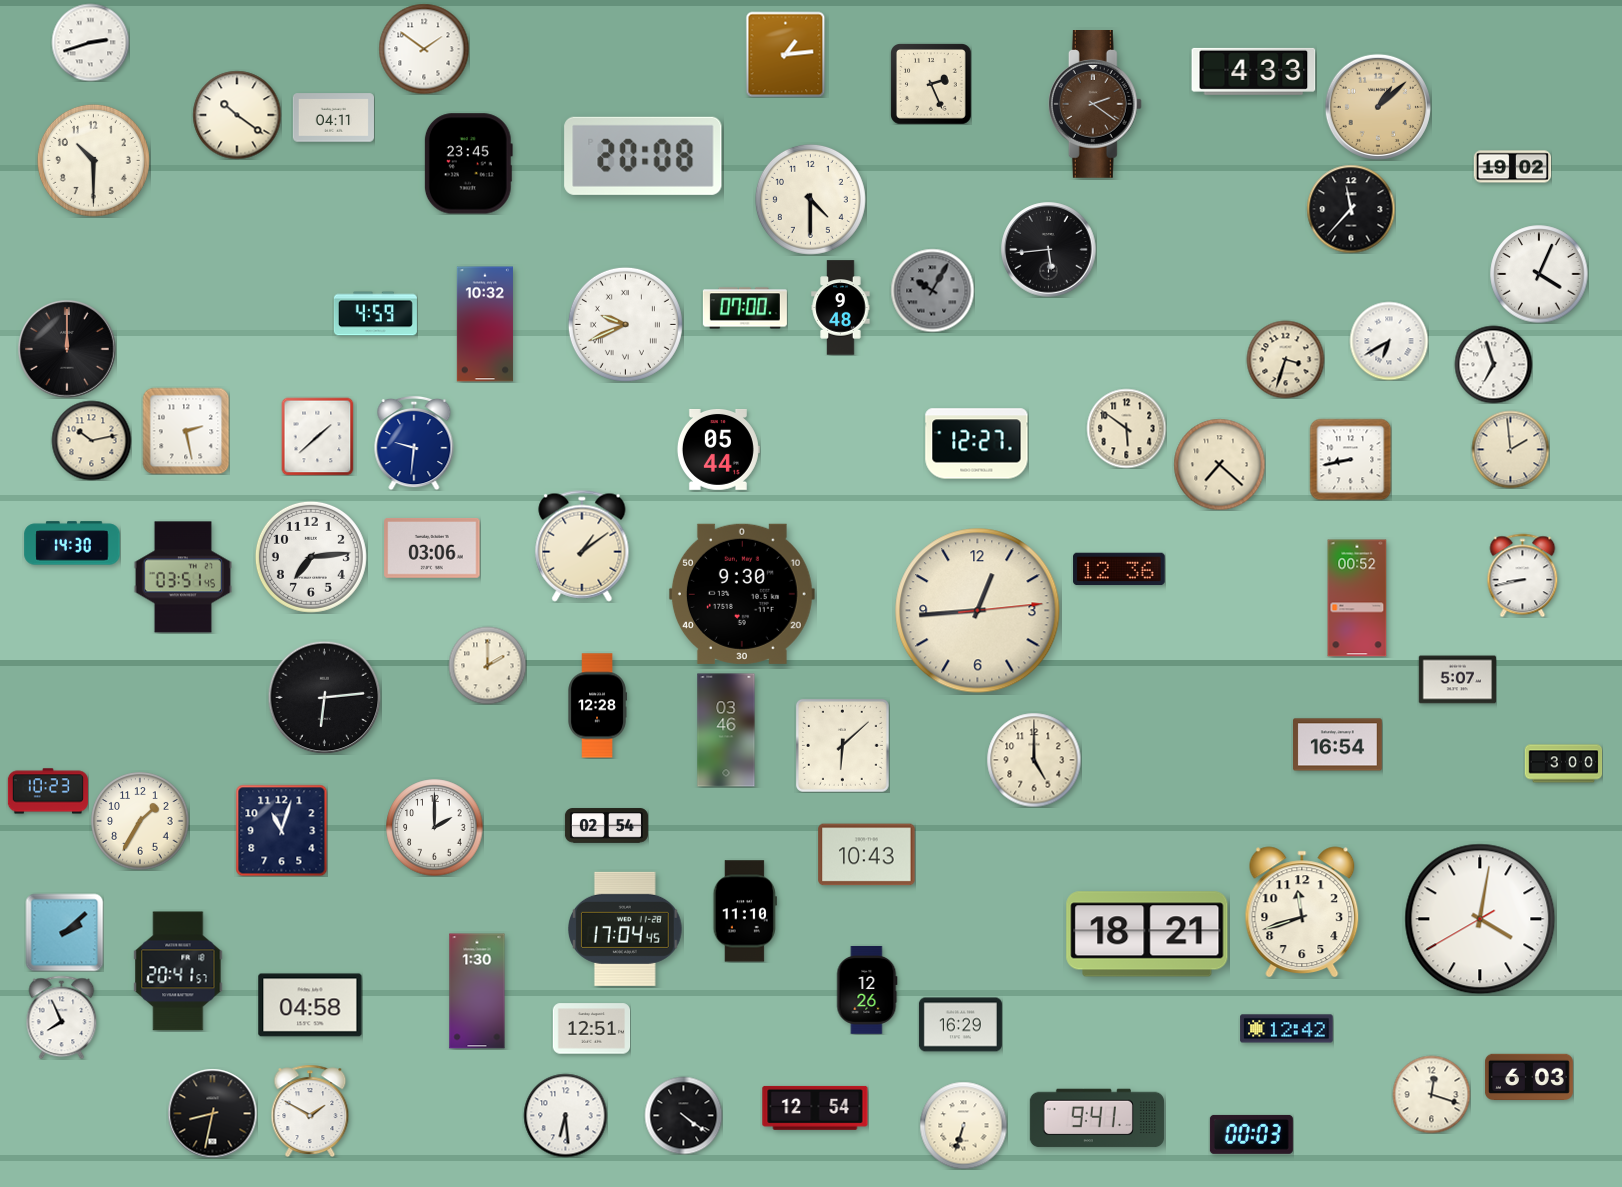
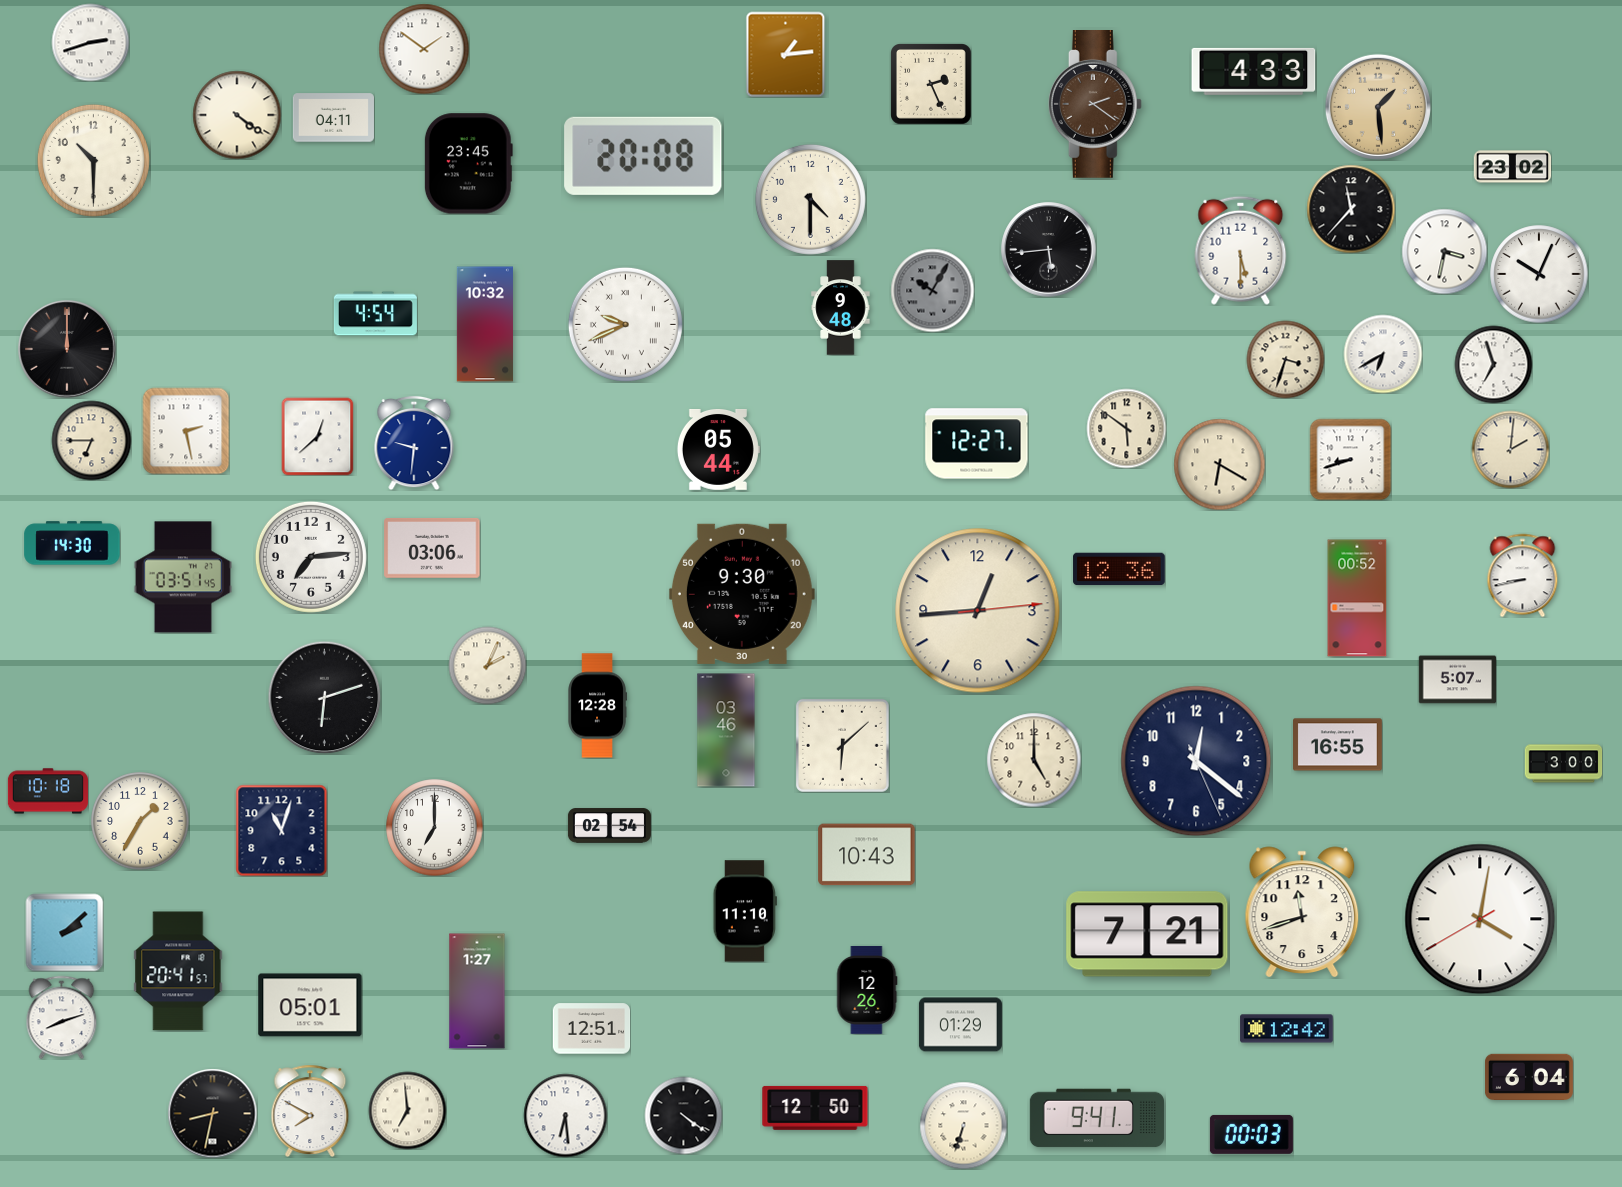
clock at (1378, 107): 1:08 -> 1:29
clock at (237, 115): 10:21 -> 4:21
clock at (1512, 167): 19:02 -> 23:02
clock at (1241, 250): none -> 5:30
clock at (1444, 251): none -> 3:32
clock at (1539, 274): 4:04 -> 10:04
clock at (745, 308): 07:00 -> none
clock at (375, 314): 4:59 -> 4:54
clock at (1389, 341) position: (1389, 341) -> (1383, 354)
clock at (318, 436): 1:38 -> 12:38
clock at (91, 440): 10:13 -> 6:45
clock at (1510, 449): 1:59 -> 2:01
clock at (1350, 459): 8:43 -> 8:42
clock at (1219, 464): 7:22 -> 6:20
clock at (582, 546): 1:09 -> none
clock at (487, 665): 2:00 -> 2:04
clock at (324, 697): 6:14 -> 6:12
clock at (1338, 745): 16:54 -> 16:55
clock at (1196, 761): none -> 12:21
clock at (48, 791): 10:23 -> 10:18
clock at (606, 826) position: (606, 826) -> (609, 826)
clock at (435, 828): 2:00 -> 7:00
clock at (626, 929): 17:04 -> none
clock at (1147, 934): 18:21 -> 7:21
clock at (477, 991): 1:30 -> 1:27
clock at (310, 1005): 04:58 -> 05:01
clock at (62, 1017): 7:56 -> 8:12
clock at (960, 1025): 16:29 -> 01:29
clock at (1529, 1076): 6:03 -> 6:04
clock at (1431, 1094): 12:18 -> none
clock at (815, 1108): 12:54 -> 12:50
clock at (407, 1110): none -> 6:59
clock at (310, 1111): 1:50 -> 7:50
